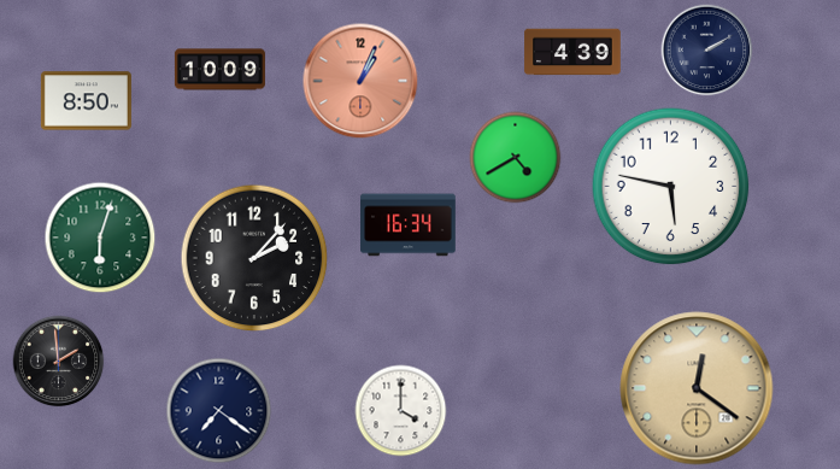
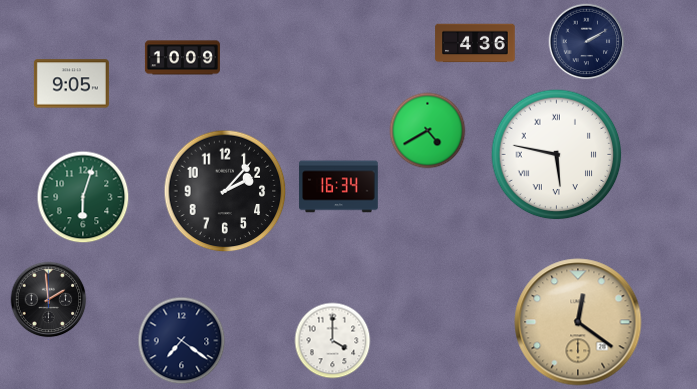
clock at (572, 52): 4:39 -> 4:36
clock at (360, 81): 1:04 -> none
clock at (86, 101): 8:50 -> 9:05
clock at (671, 187) numerals: Arabic -> Roman
clock at (254, 258) position: (254, 258) -> (225, 191)
